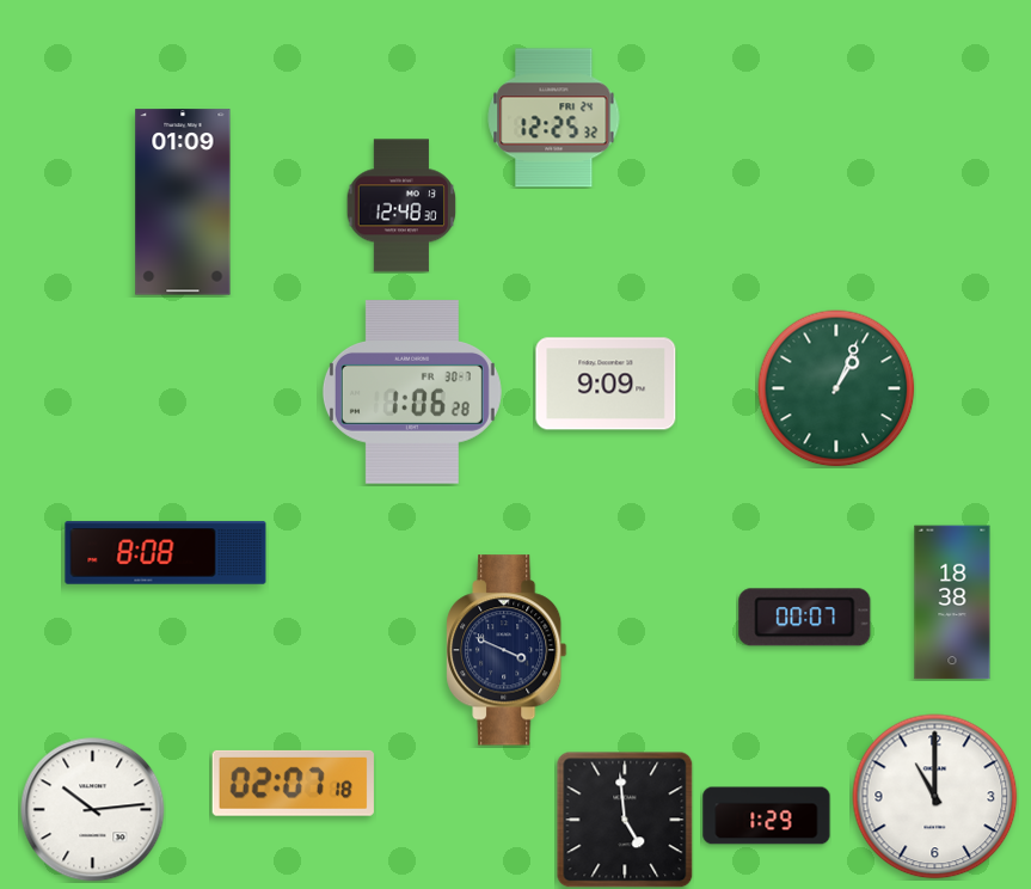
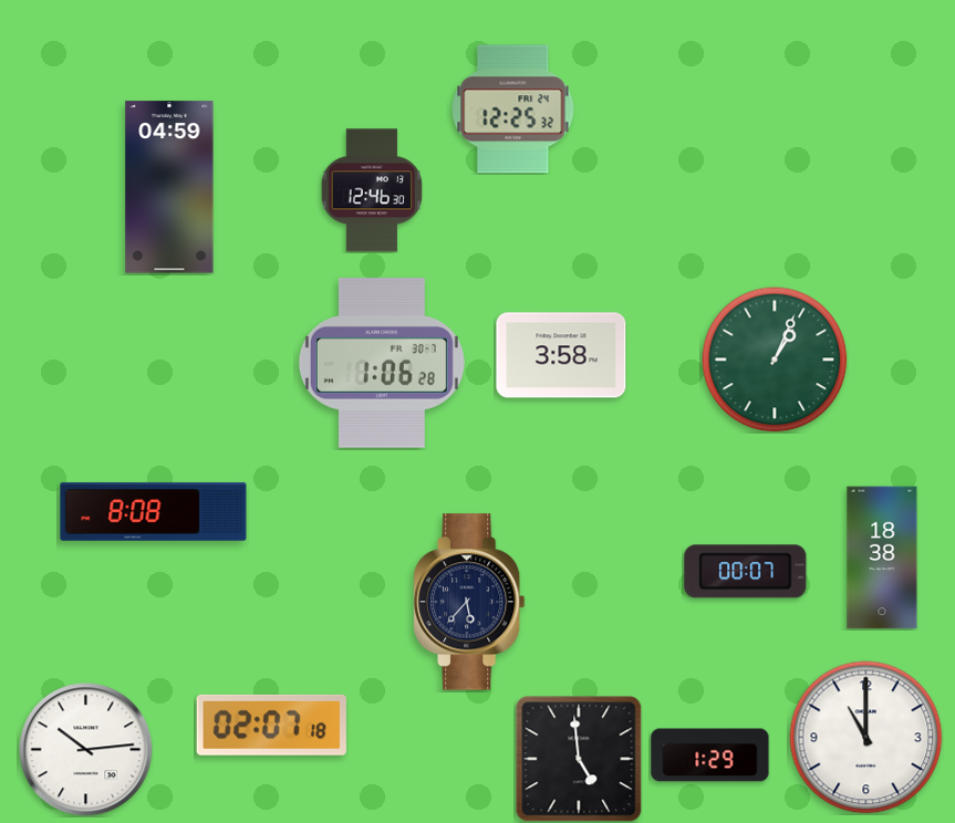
clock at (183, 202): 01:09 -> 04:59
clock at (401, 206): 12:48 -> 12:46
clock at (606, 384): 9:09 -> 3:58
clock at (507, 650): 3:49 -> 5:37
